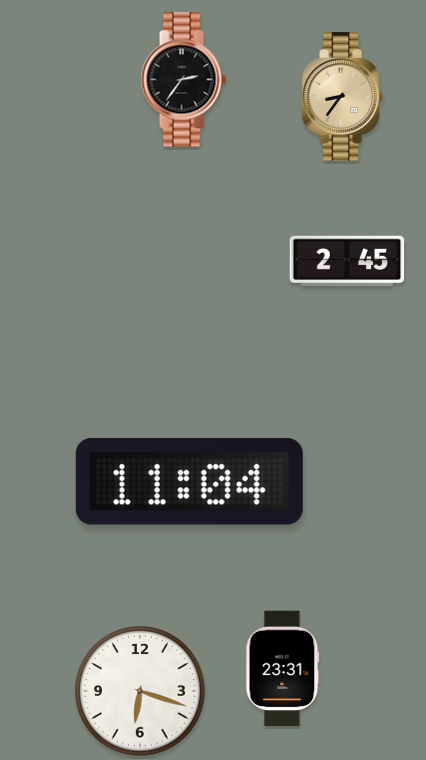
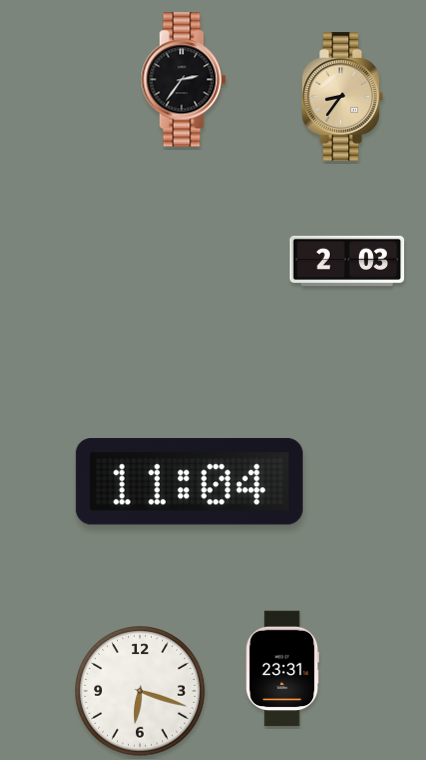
clock at (347, 261): 2:45 -> 2:03
